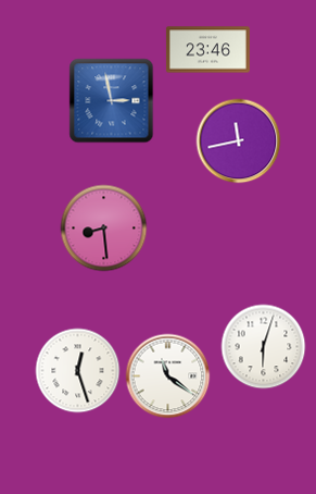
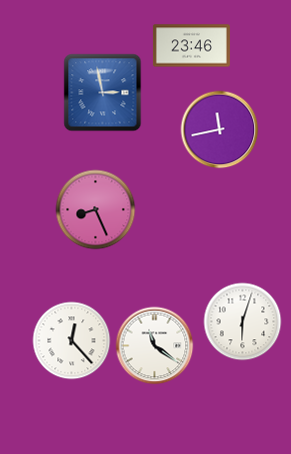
clock at (103, 227): 8:29 -> 8:26
clock at (263, 346) position: (263, 346) -> (242, 321)
clock at (77, 370): 12:27 -> 12:23
